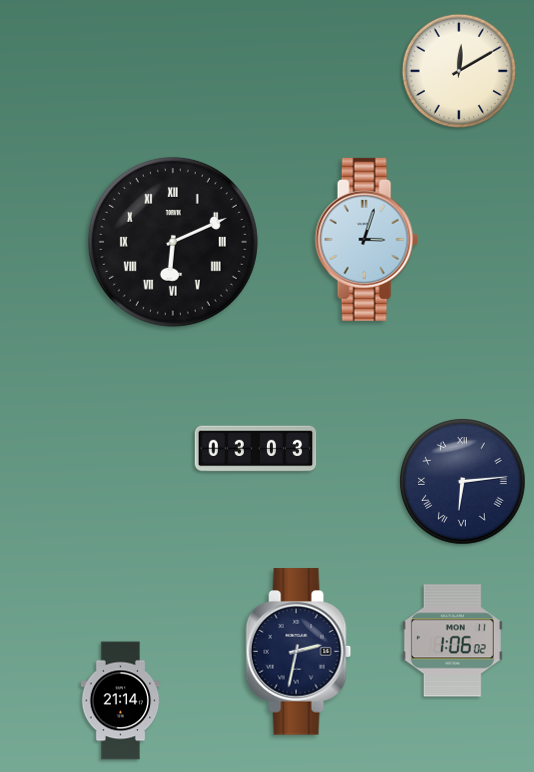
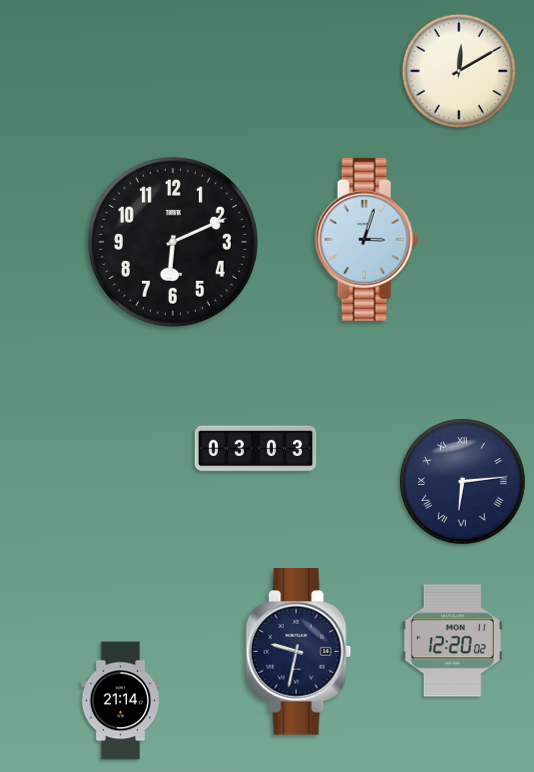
clock at (173, 242) numerals: Roman -> Arabic
clock at (452, 641): 1:06 -> 12:20
clock at (299, 652): 2:32 -> 9:32
